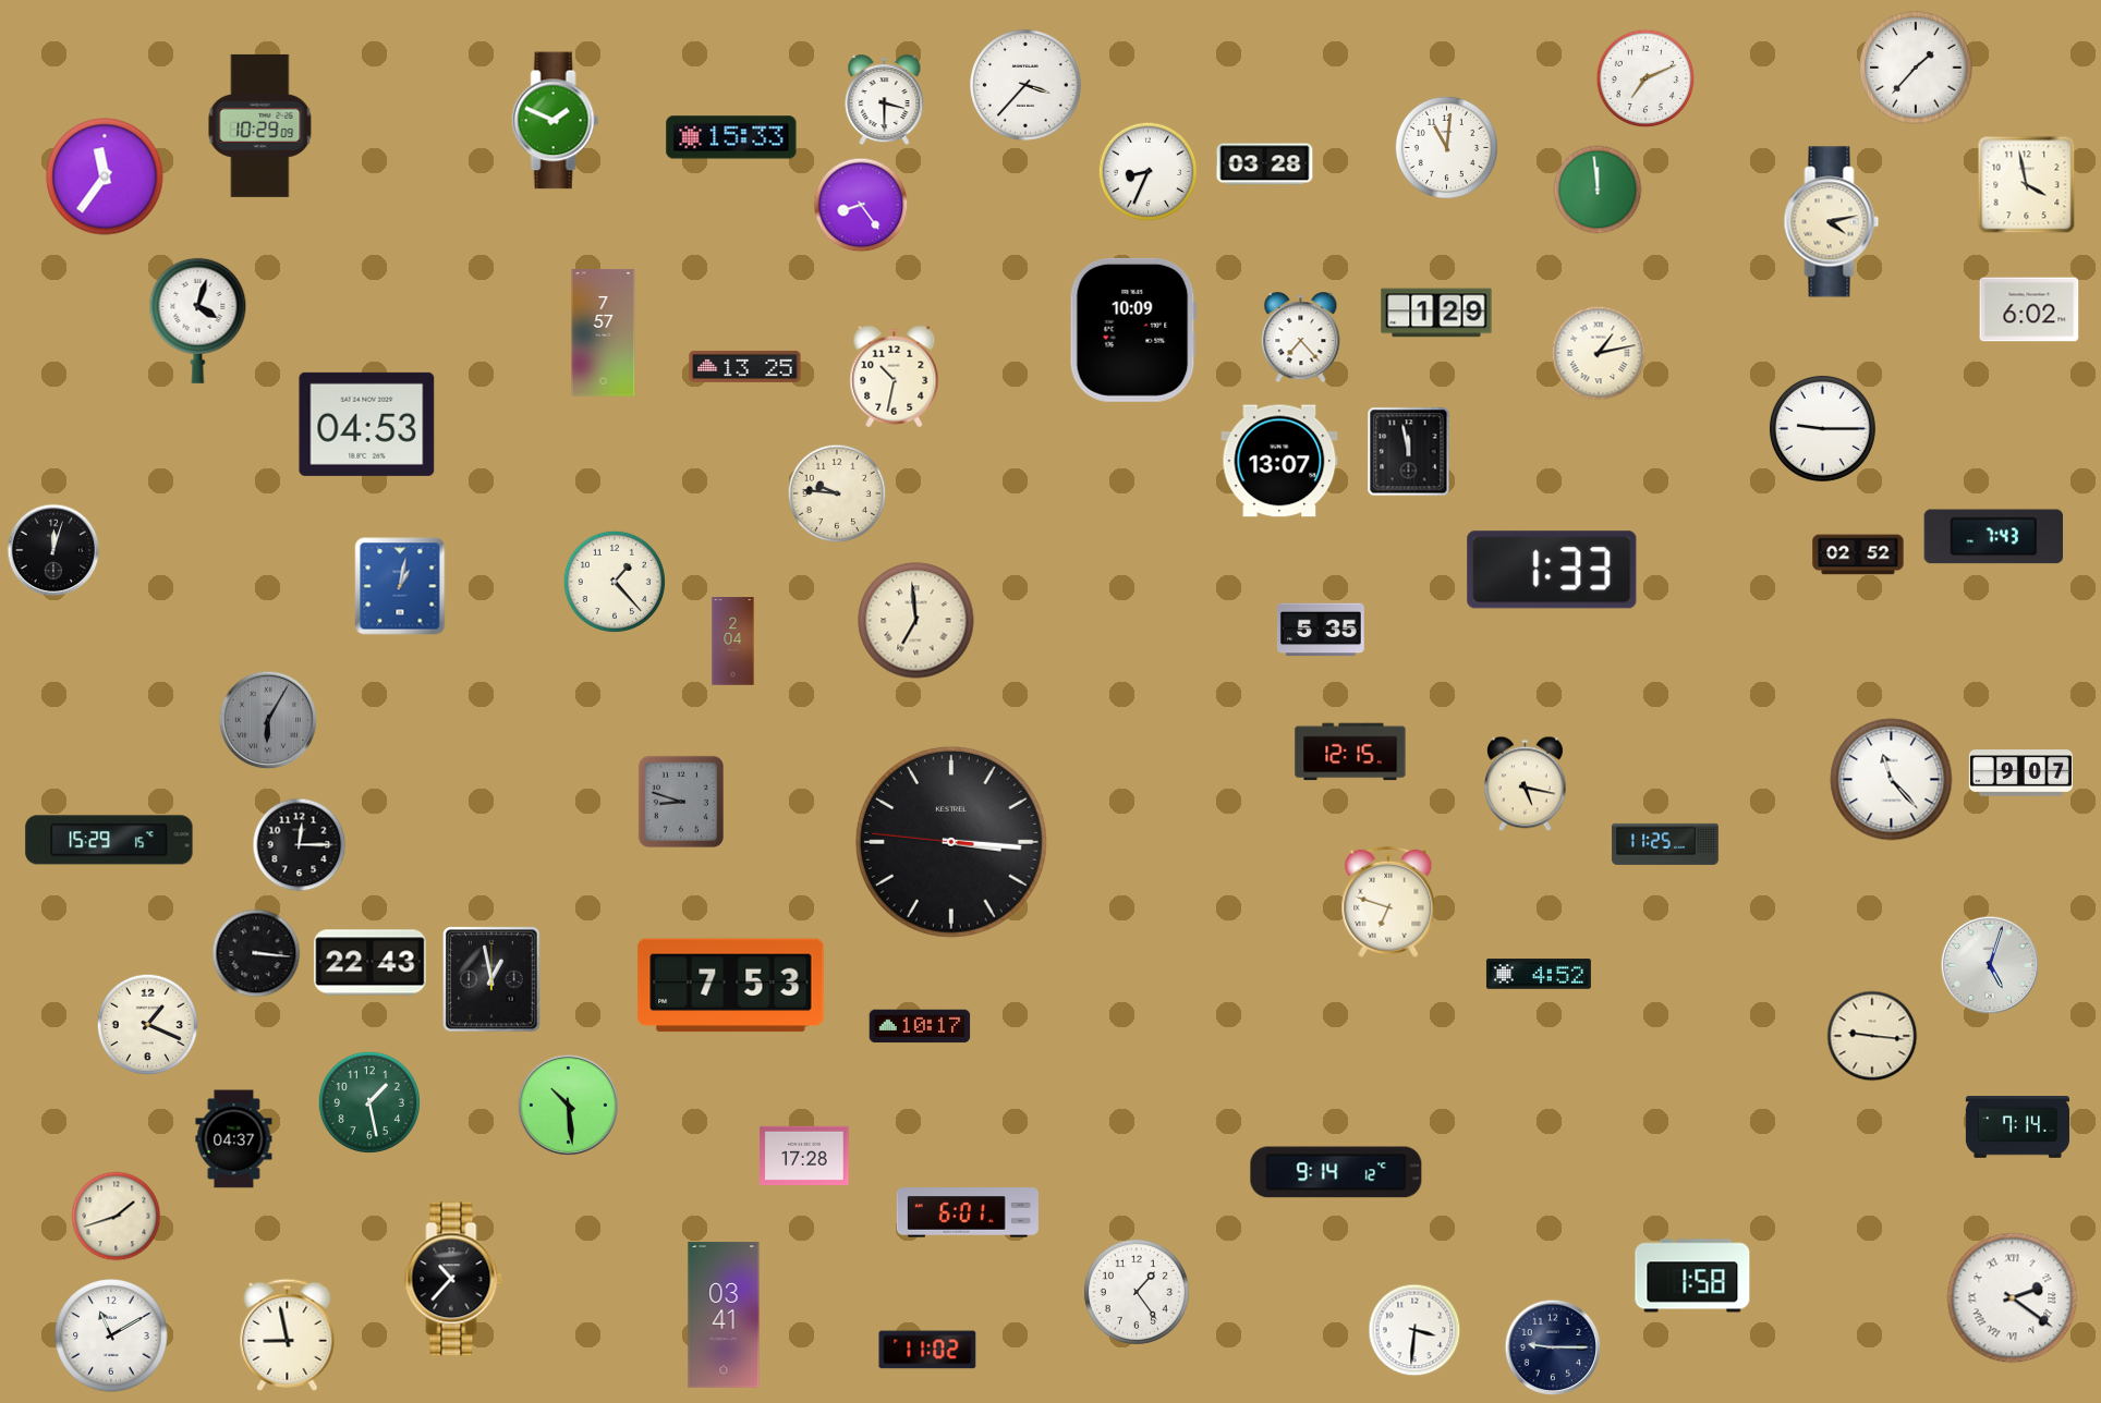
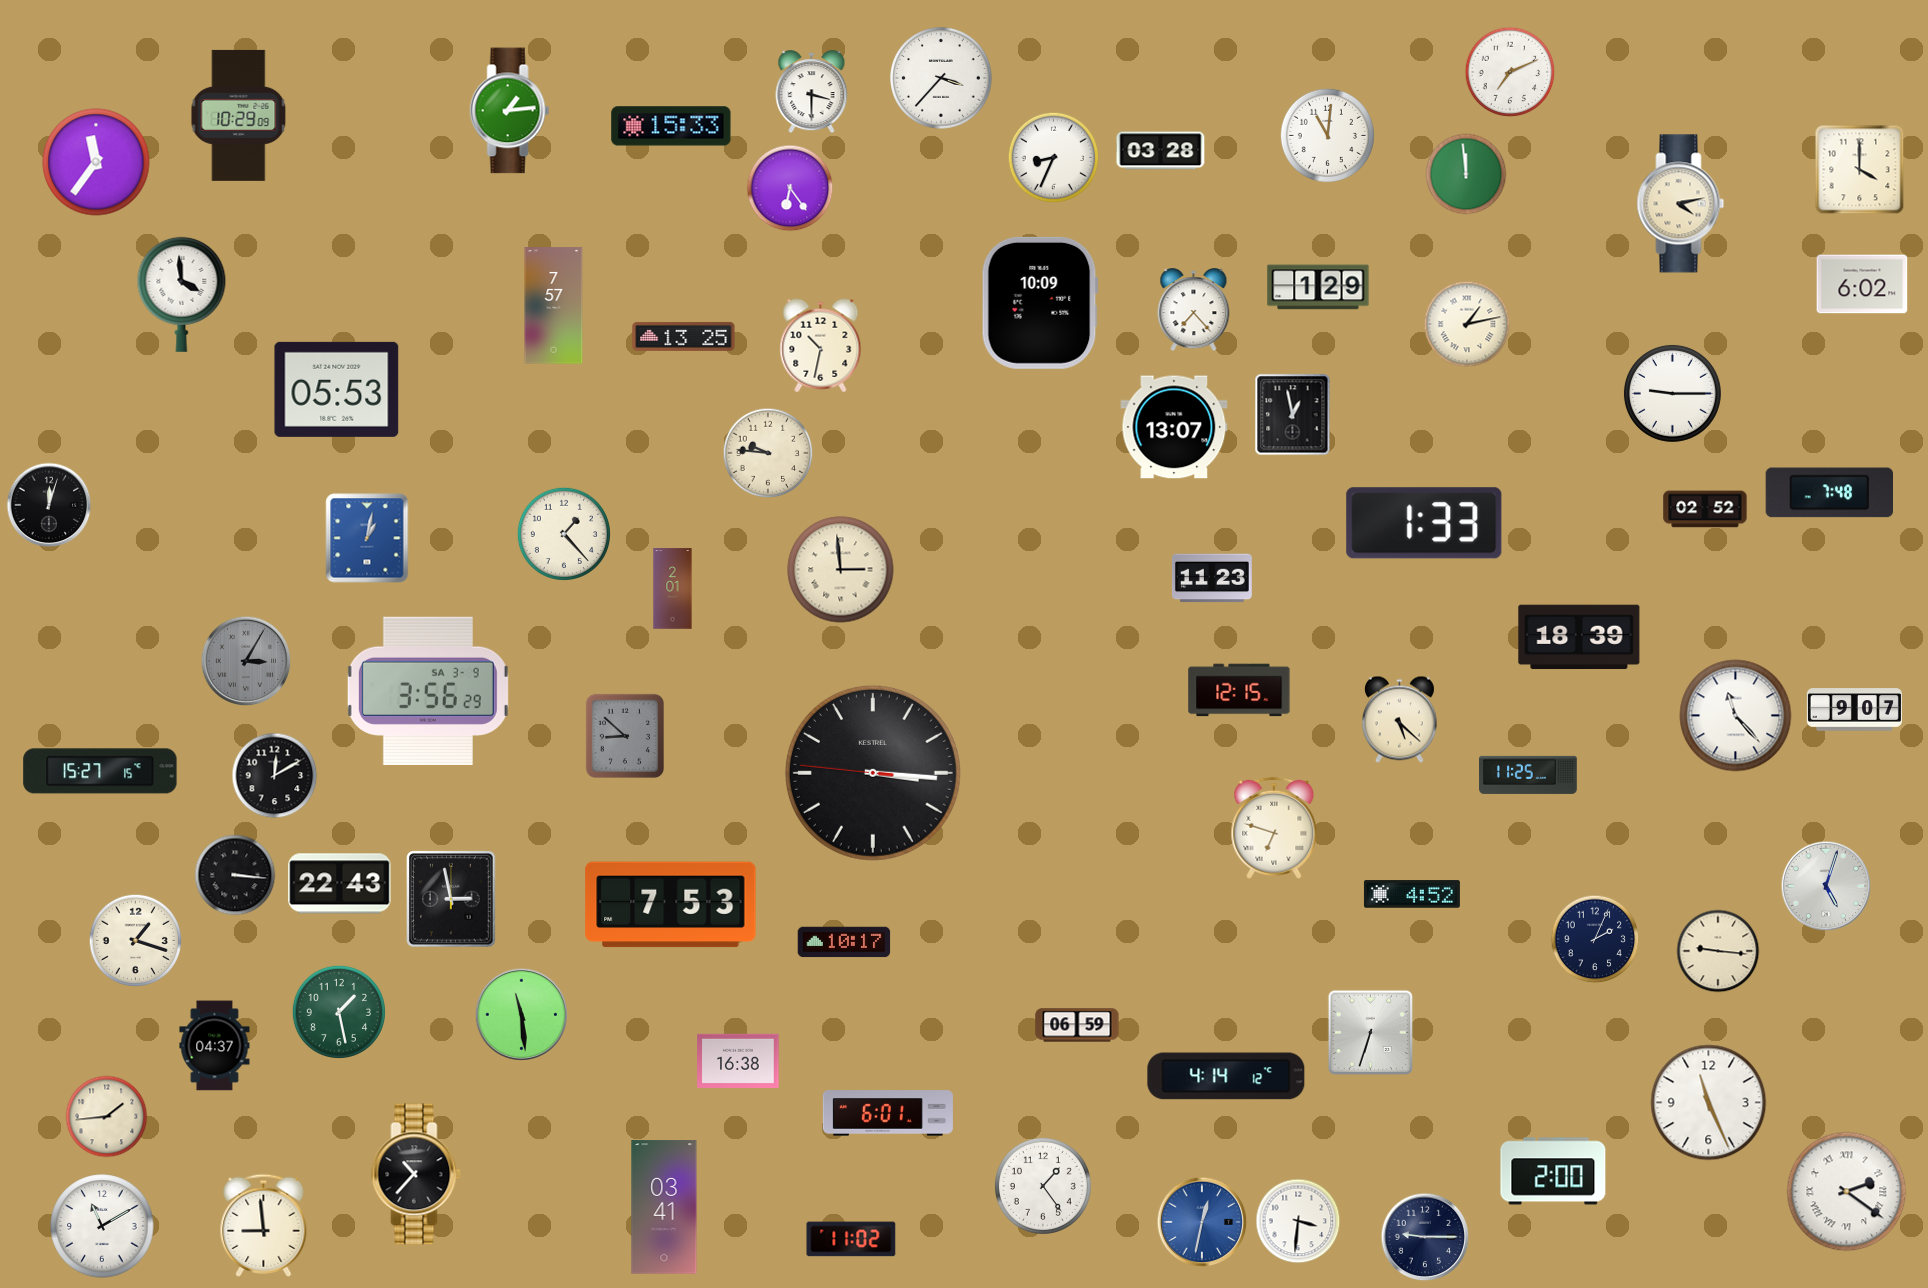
clock at (1916, 68): 1:37 -> none
clock at (556, 121): 1:49 -> 1:14
clock at (2027, 185): 3:58 -> 4:00
clock at (861, 205): 8:24 -> 6:24
clock at (198, 320): 4:03 -> 3:59
clock at (367, 424): 04:53 -> 05:53
clock at (1409, 452): 11:58 -> 12:58
clock at (1279, 461) position: (1279, 461) -> (1174, 427)
clock at (1994, 537): 7:43 -> 7:48
clock at (916, 621): 6:59 -> 2:59
clock at (1321, 630): 5:35 -> 11:23
clock at (733, 642): 2:04 -> 2:01
clock at (1579, 637): none -> 18:39
clock at (268, 720): 6:05 -> 3:05
clock at (428, 691): none -> 3:56
clock at (1525, 784): 5:17 -> 5:22
clock at (681, 802): 8:48 -> 8:52
clock at (109, 840): 15:29 -> 15:27
clock at (300, 845): 12:15 -> 12:10
clock at (491, 979): 12:58 -> 2:58
clock at (1595, 939): none -> 2:04
clock at (147, 1024): 1:19 -> 1:18
clock at (568, 1105): 10:29 -> 11:29
clock at (1077, 1025): none -> 06:59
clock at (1371, 1033): none -> 6:33
clock at (2017, 1127): 7:14 -> none
clock at (804, 1156): 17:28 -> 16:38
clock at (1336, 1172): 9:14 -> 4:14
clock at (1709, 1103): none -> 11:26
clock at (117, 1217): 1:42 -> 1:44
clock at (1692, 1276): 1:58 -> 2:00
clock at (1202, 1222): none -> 12:32
clock at (288, 1334): 8:58 -> 8:59
